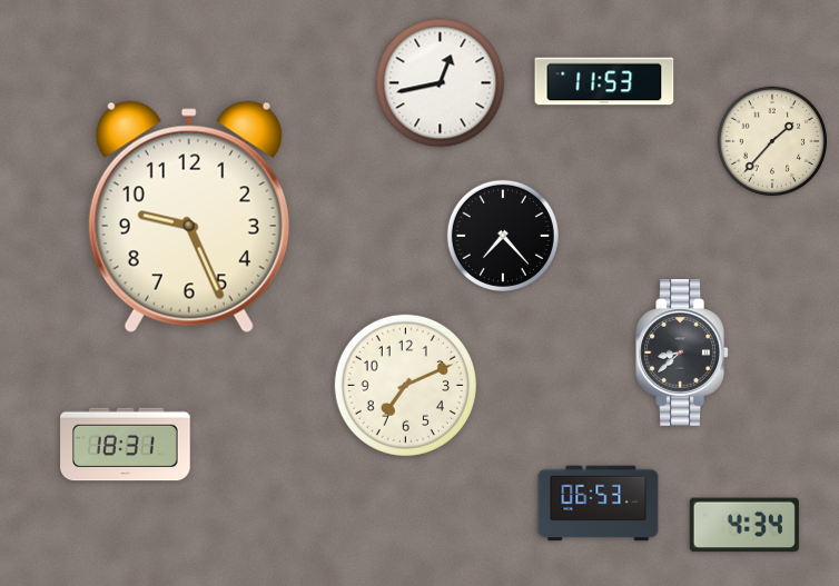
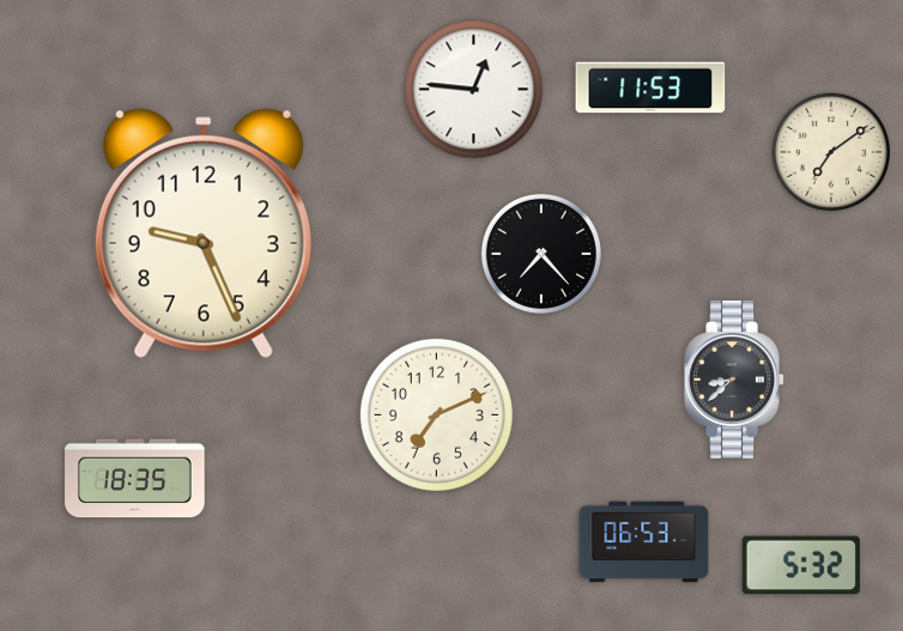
clock at (441, 83): 12:43 -> 12:46
clock at (771, 140): 1:37 -> 7:09
clock at (126, 445): 18:31 -> 18:35
clock at (744, 525): 4:34 -> 5:32
